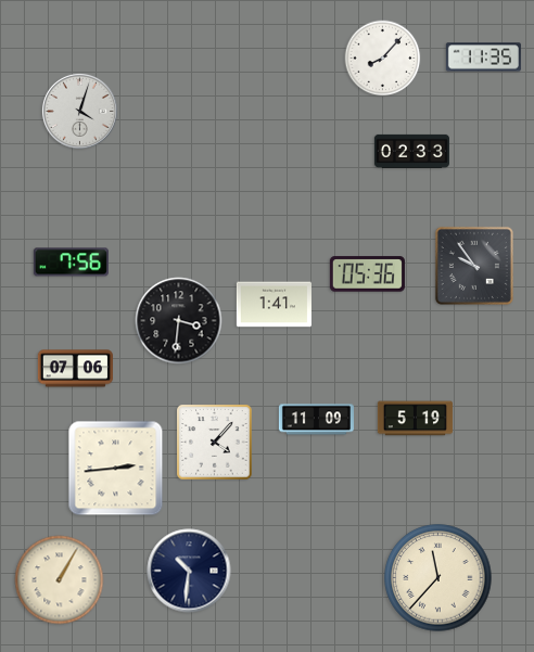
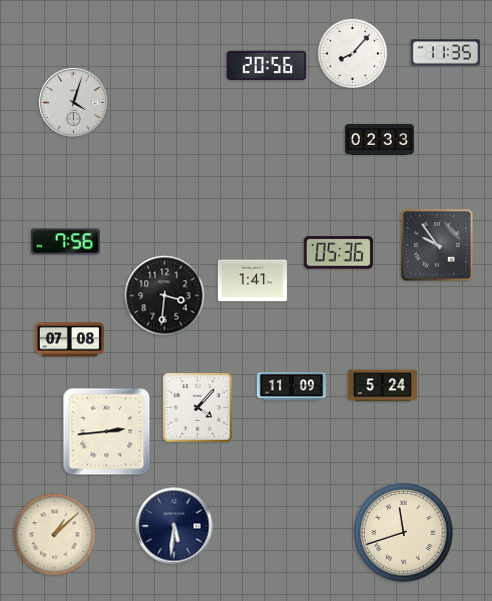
clock at (267, 66): none -> 20:56
clock at (75, 369): 07:06 -> 07:08
clock at (415, 419): 5:19 -> 5:24
clock at (189, 571): 10:31 -> 5:31
clock at (438, 578): 11:37 -> 11:42
clock at (60, 580): 1:05 -> 1:08
